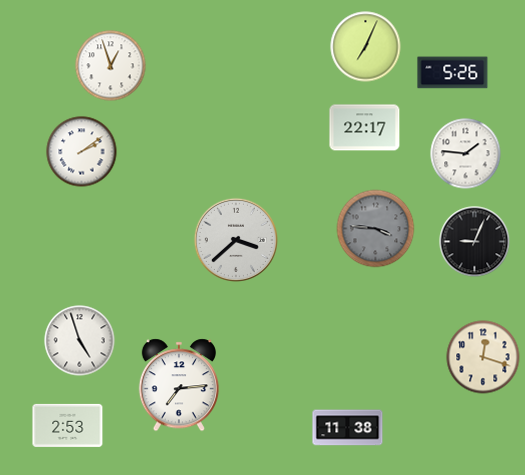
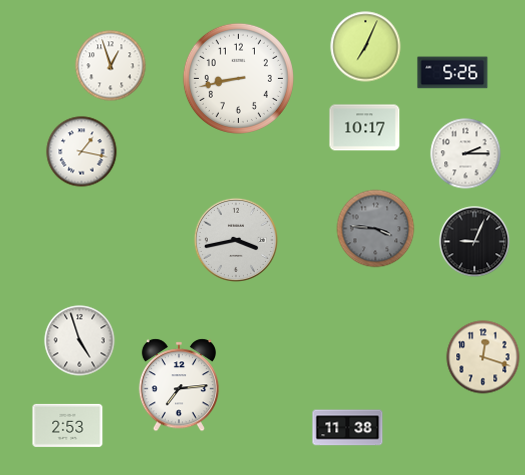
clock at (238, 78): none -> 8:43
clock at (365, 128): 22:17 -> 10:17
clock at (82, 152): 2:09 -> 1:17
clock at (466, 154): 1:46 -> 2:15
clock at (235, 239): 3:38 -> 3:43
